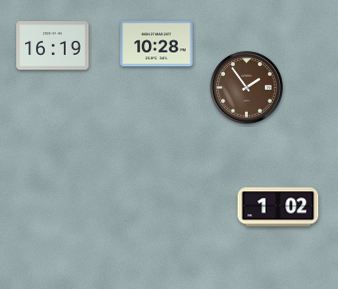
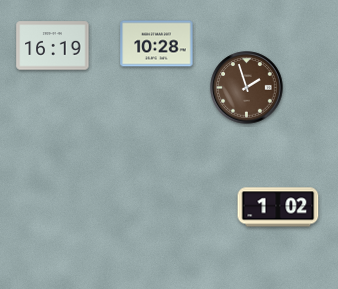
clock at (247, 88): 1:54 -> 1:57
